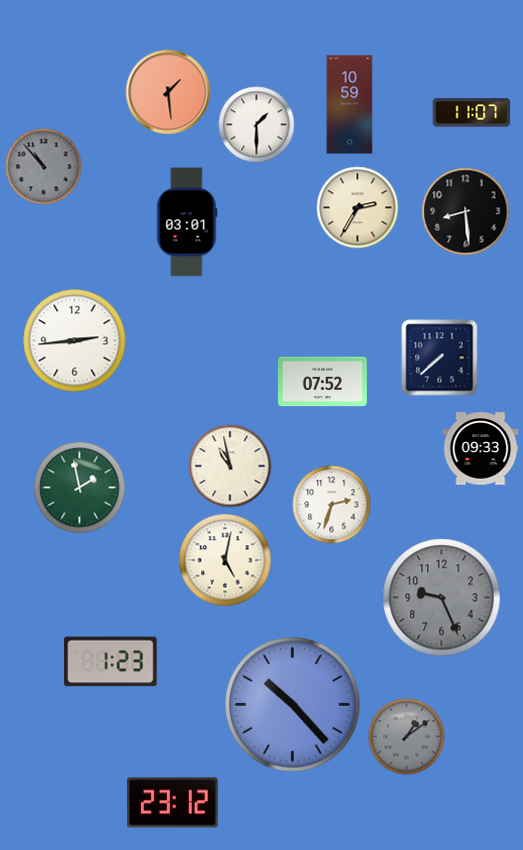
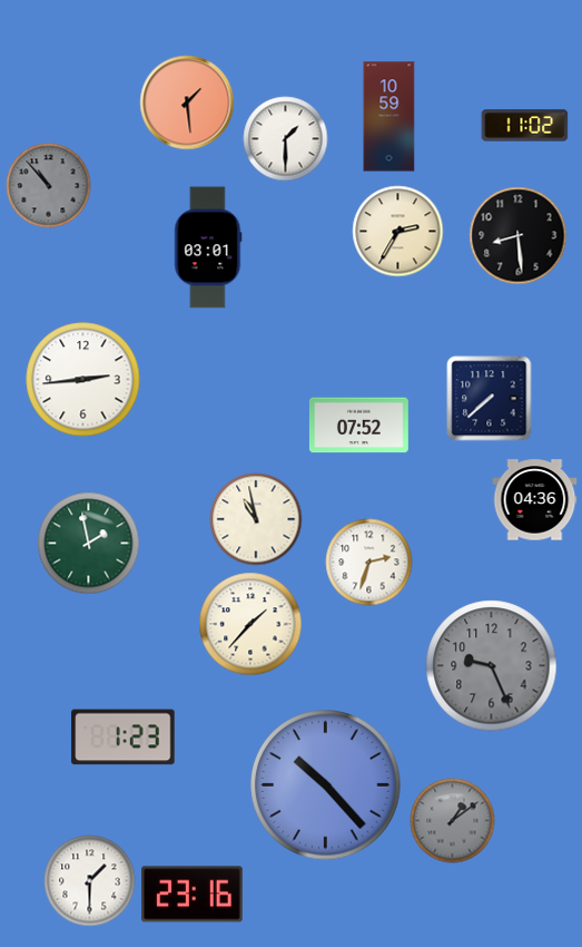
clock at (472, 113): 11:07 -> 11:02
clock at (481, 449): 09:33 -> 04:36
clock at (225, 560): 5:02 -> 1:37
clock at (90, 881): none -> 1:30
clock at (173, 803): 23:12 -> 23:16
